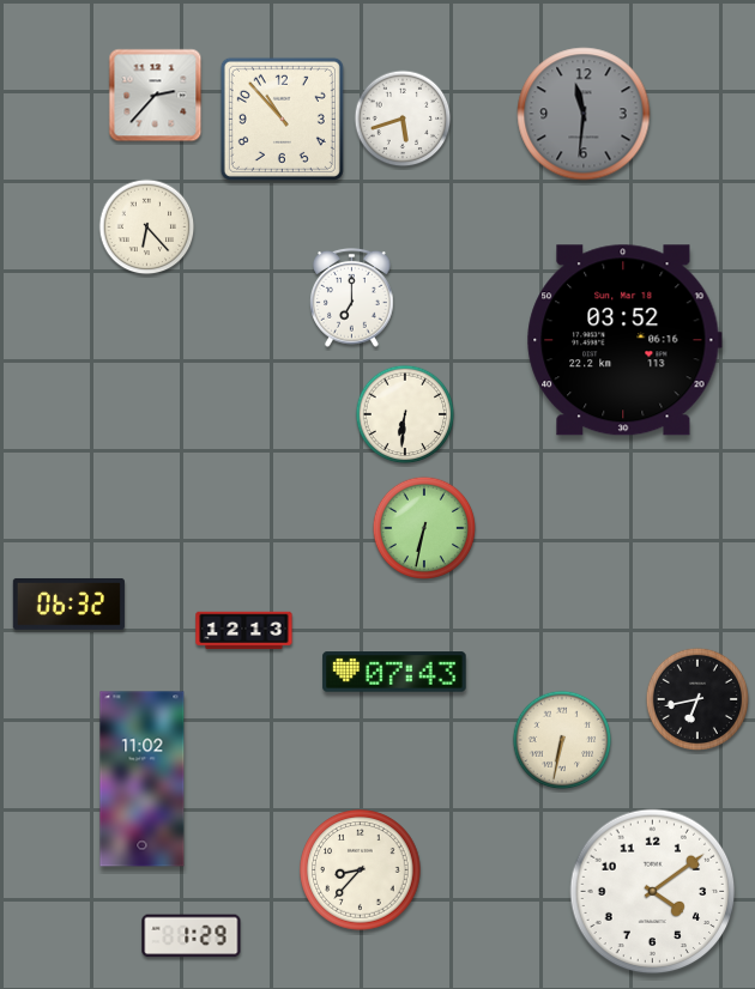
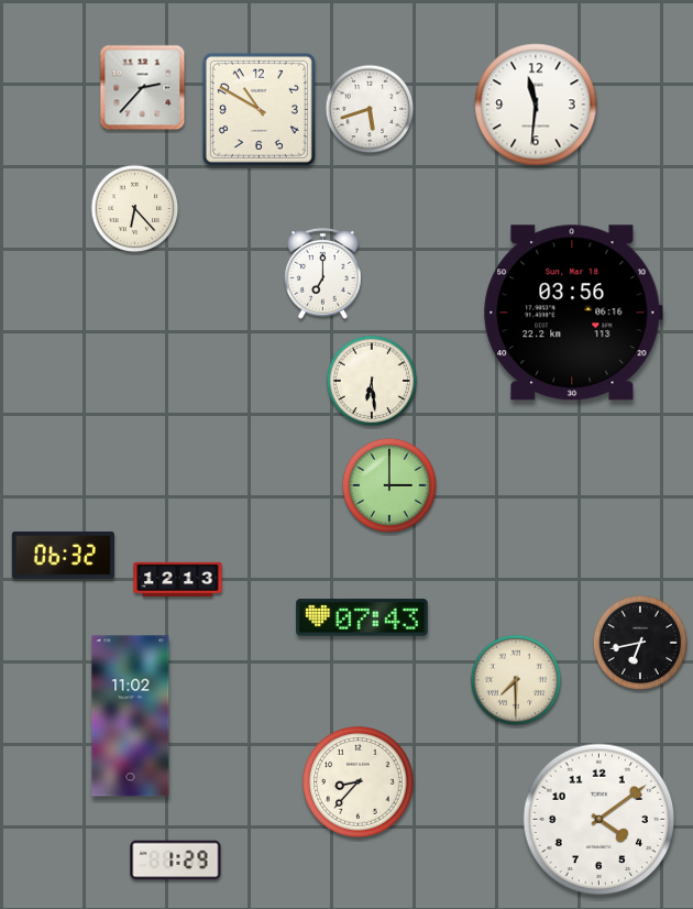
clock at (584, 114) dial: grey -> white
clock at (282, 119): 10:53 -> 10:50
clock at (624, 340): 03:52 -> 03:56
clock at (405, 414): 6:31 -> 6:29
clock at (423, 527): 6:32 -> 3:00
clock at (244, 631) position: (244, 631) -> (178, 580)
clock at (562, 740): 6:32 -> 7:30
clock at (361, 870) position: (361, 870) -> (359, 782)
